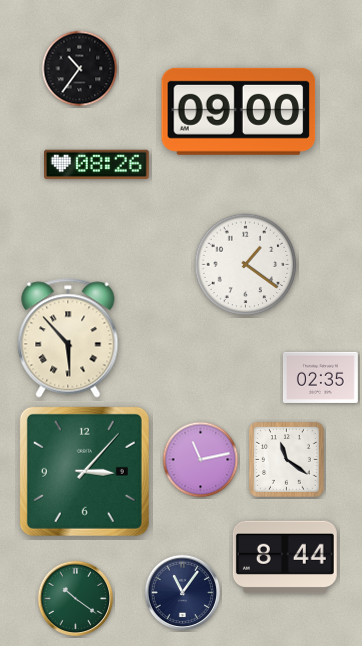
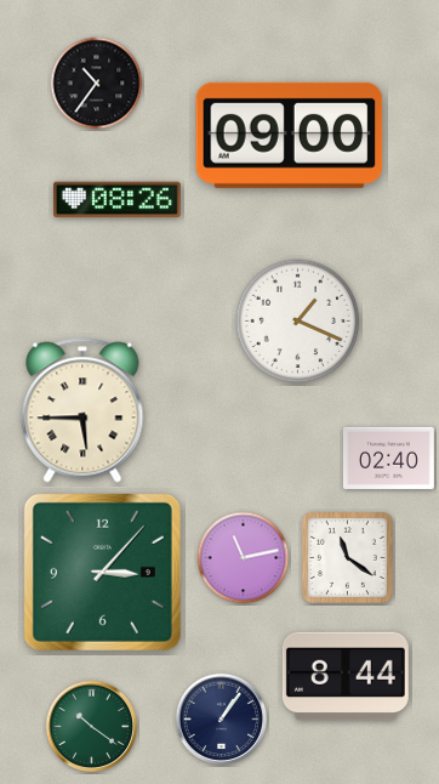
clock at (246, 265): 1:21 -> 1:19
clock at (68, 338): 5:53 -> 5:45
clock at (320, 377): 02:35 -> 02:40
clock at (183, 593): 11:06 -> 1:06
